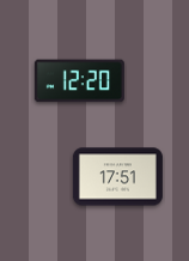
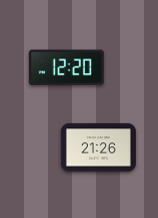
clock at (117, 177): 17:51 -> 21:26
